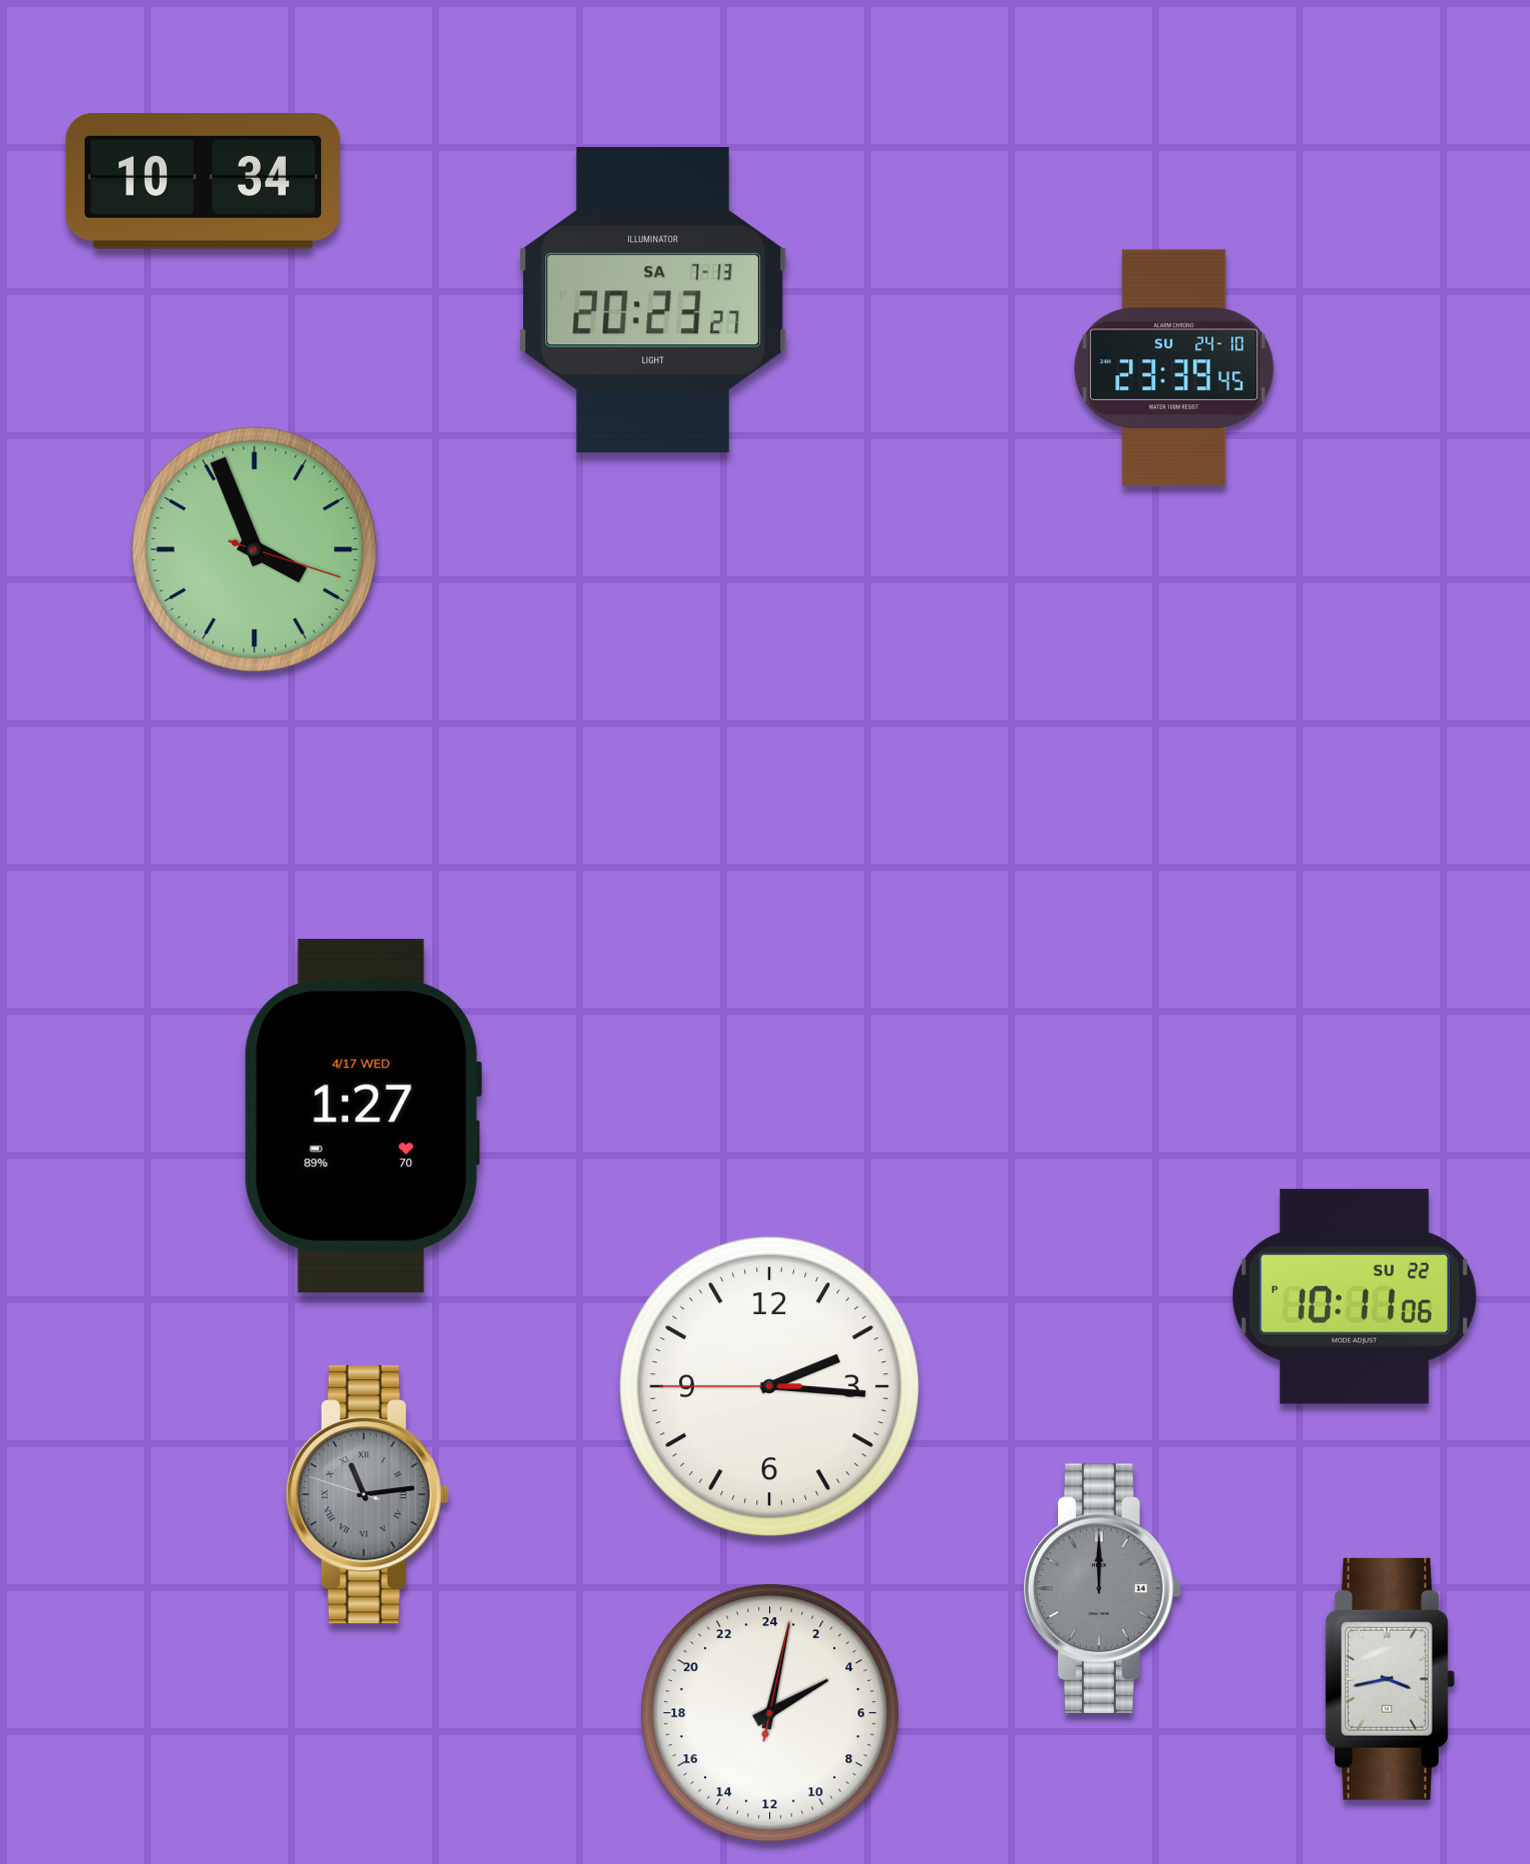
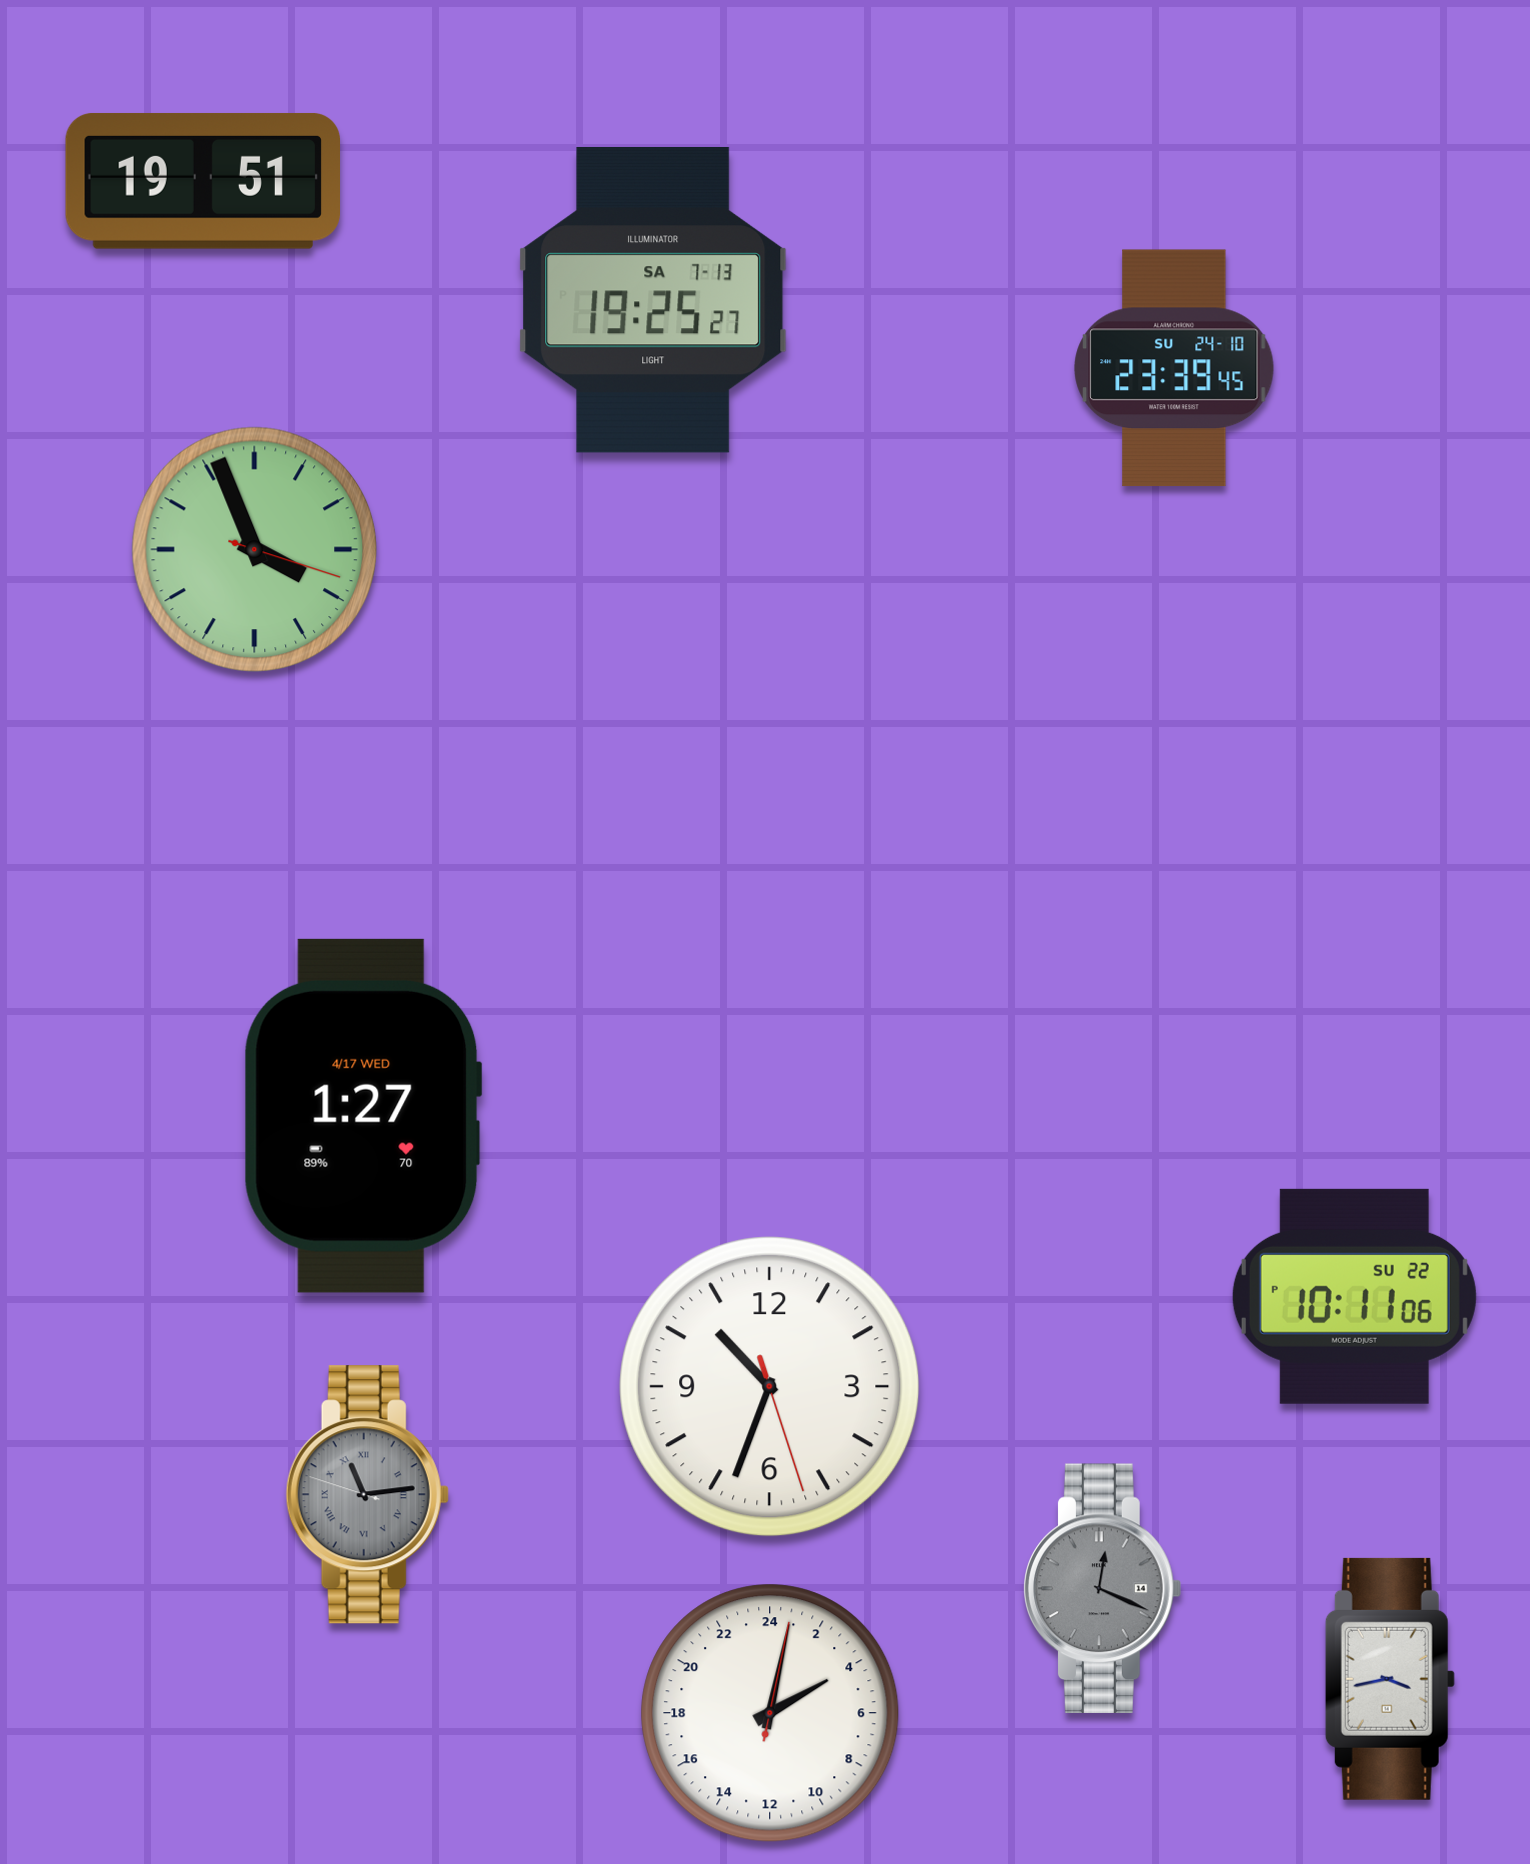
clock at (202, 181): 10:34 -> 19:51
clock at (653, 300): 20:23 -> 19:25
clock at (770, 1387): 2:15 -> 10:33
clock at (1103, 1588): 12:00 -> 12:19
